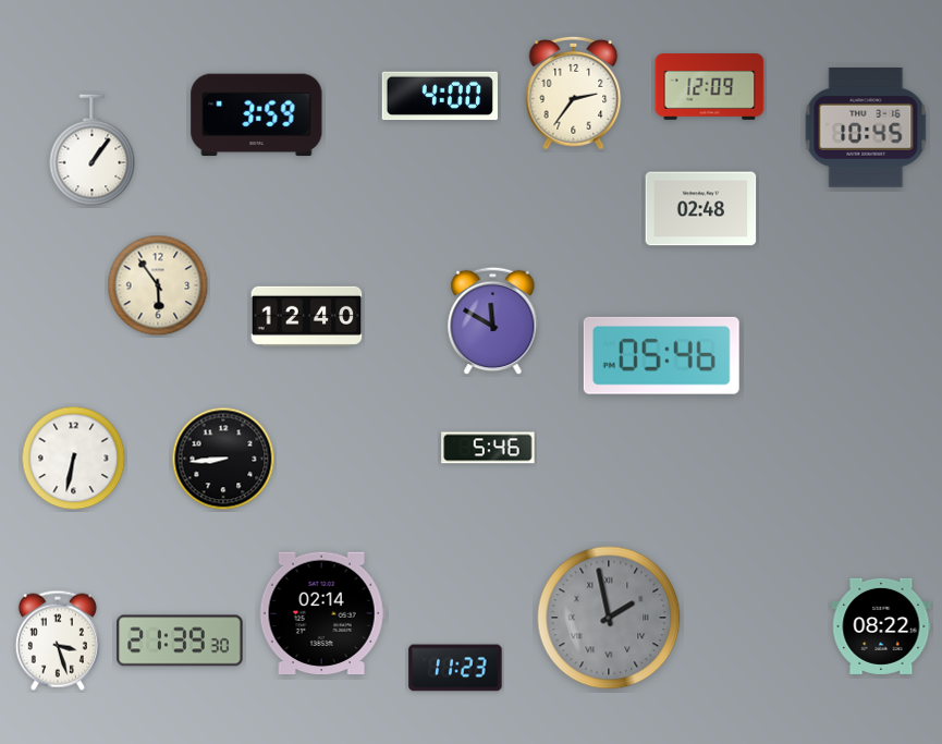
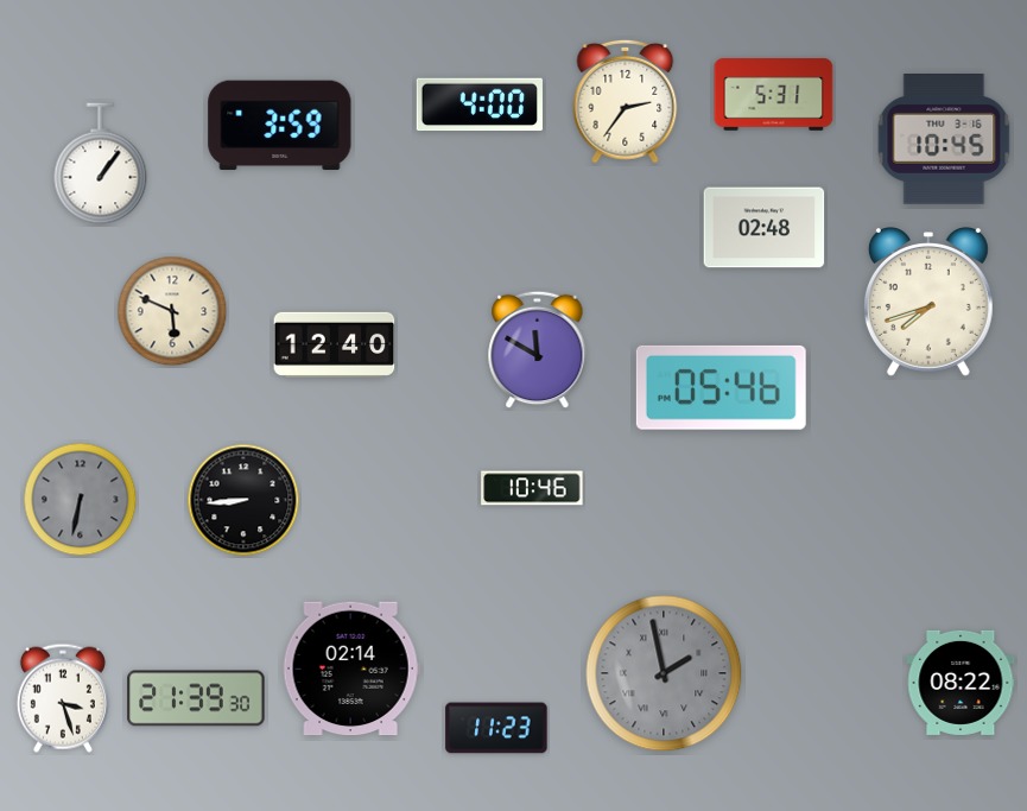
clock at (710, 87): 12:09 -> 5:31
clock at (928, 303): none -> 7:42
clock at (158, 285): 5:54 -> 5:49
clock at (488, 448): 5:46 -> 10:46
clock at (74, 459) dial: white -> grey
